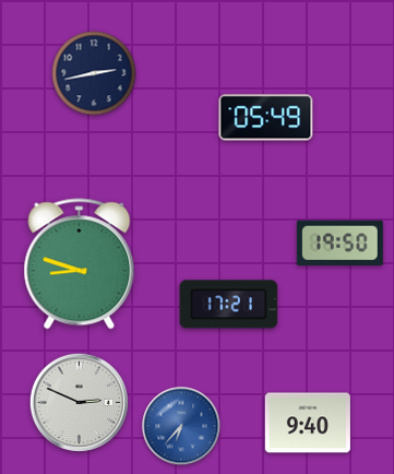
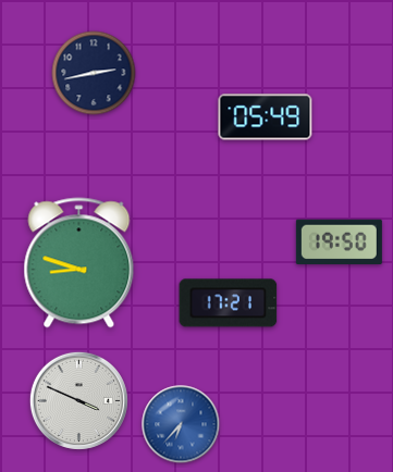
clock at (79, 402): 2:49 -> 3:49
clock at (308, 423): 9:40 -> none
